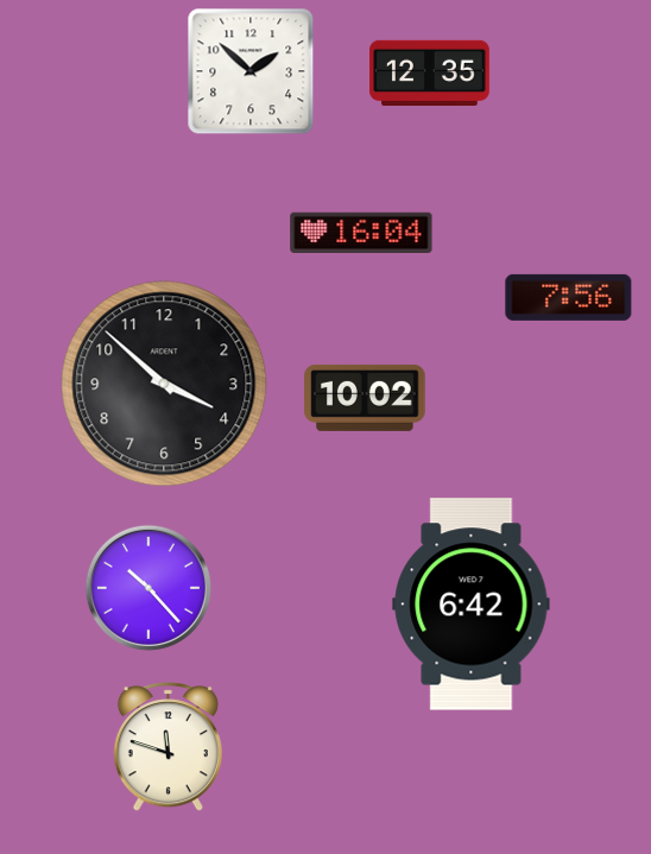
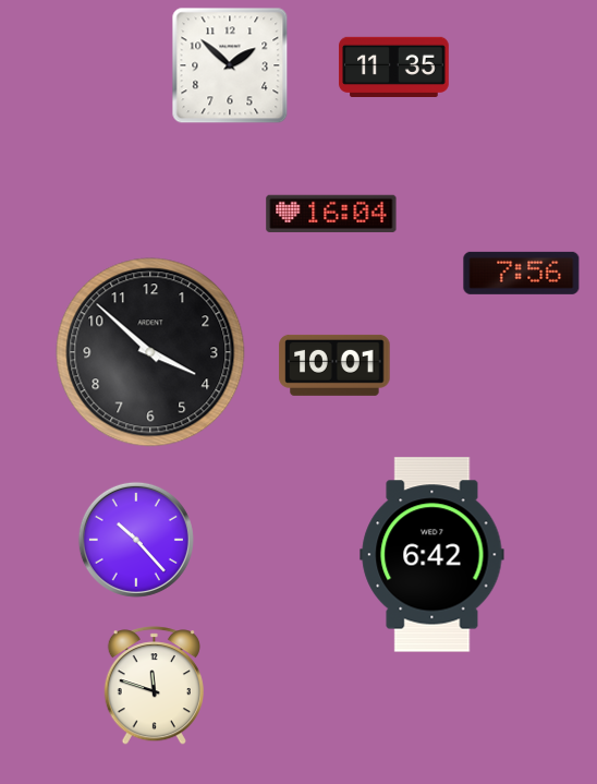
clock at (430, 72): 12:35 -> 11:35
clock at (365, 398): 10:02 -> 10:01
